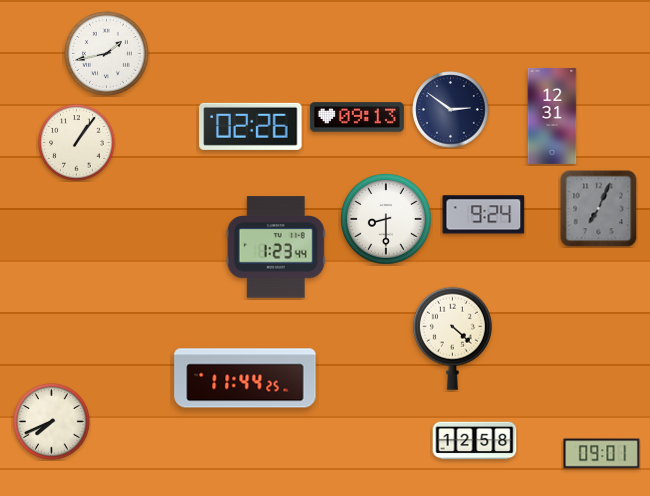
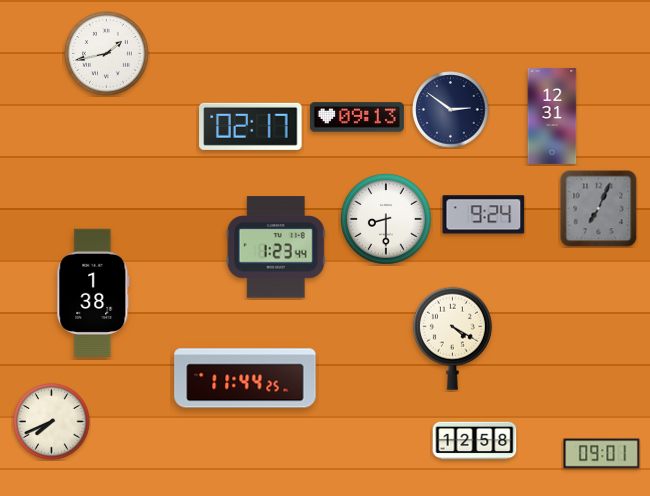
clock at (251, 126): 02:26 -> 02:17
clock at (77, 143): 1:06 -> none
clock at (93, 293): none -> 1:38
clock at (452, 338): 4:22 -> 4:20
